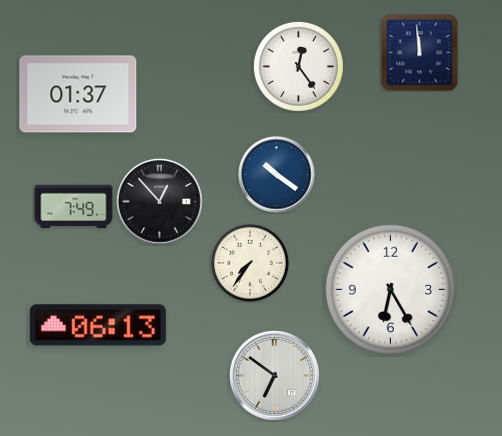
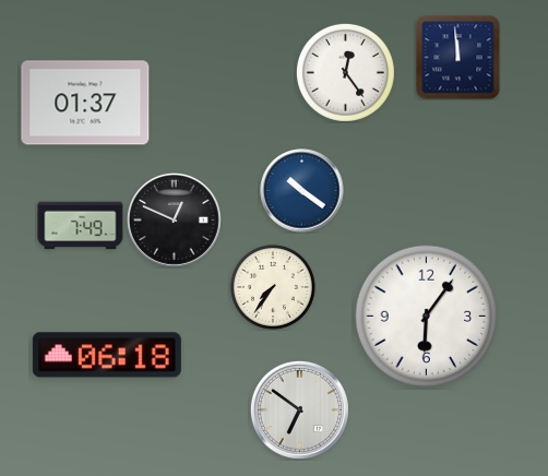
clock at (298, 66) position: (298, 66) -> (345, 72)
clock at (160, 202): 12:53 -> 12:49
clock at (391, 290): 6:25 -> 6:06
clock at (98, 325): 06:13 -> 06:18
